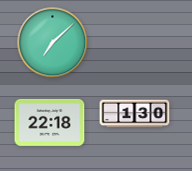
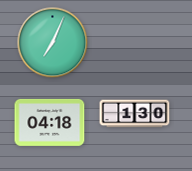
clock at (53, 43): 7:08 -> 7:04
clock at (50, 122): 22:18 -> 04:18
